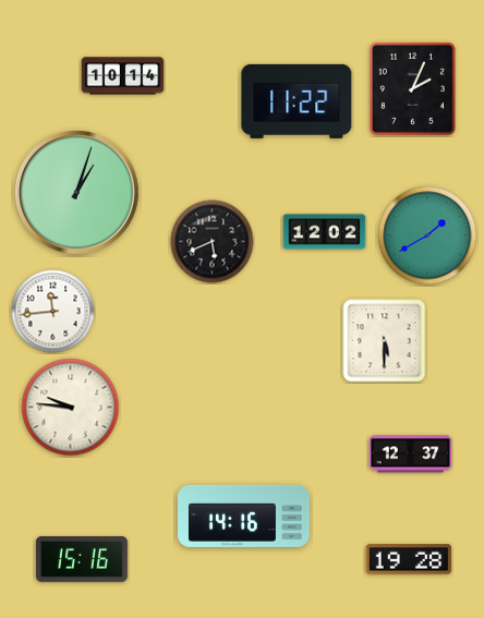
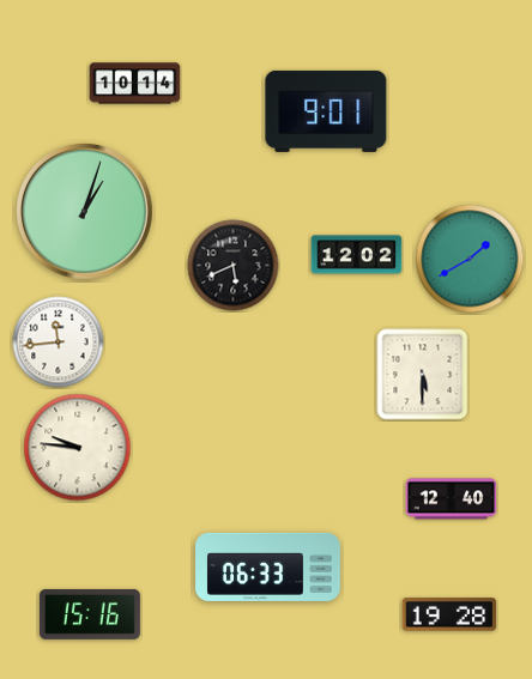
clock at (412, 88): 2:04 -> none
clock at (297, 101): 11:22 -> 9:01
clock at (411, 455): 12:37 -> 12:40
clock at (244, 516): 14:16 -> 06:33
